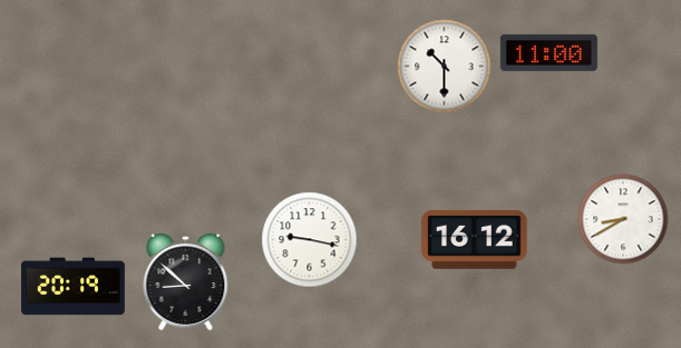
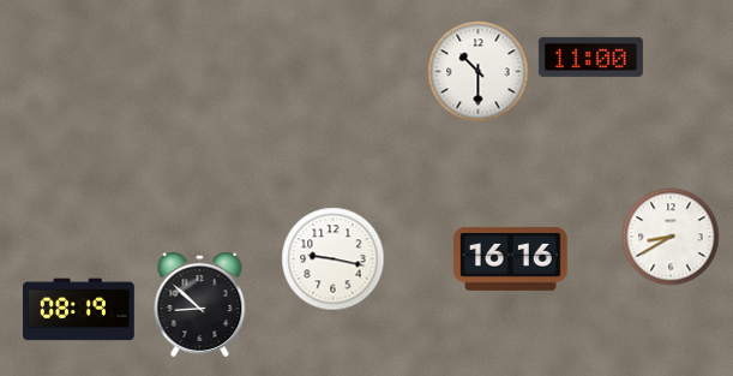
clock at (475, 239): 16:12 -> 16:16
clock at (74, 287): 20:19 -> 08:19
